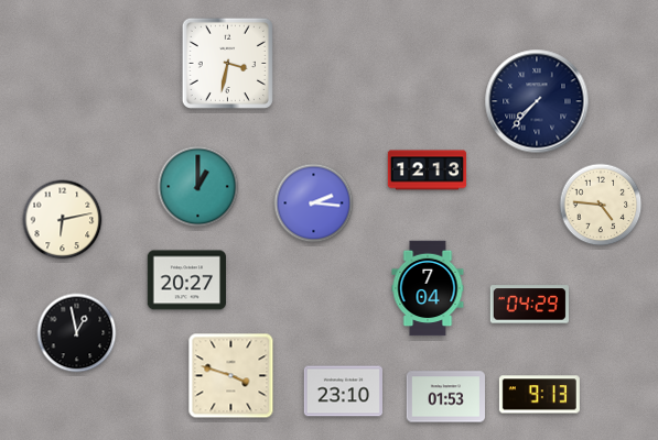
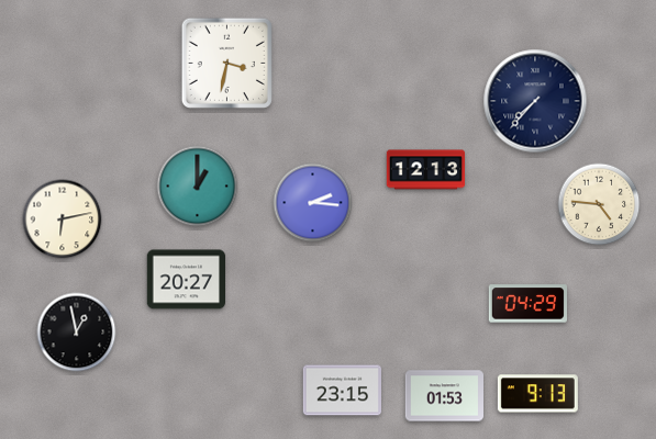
clock at (428, 288): 7:04 -> none
clock at (231, 376): 3:48 -> none
clock at (344, 392): 23:10 -> 23:15
